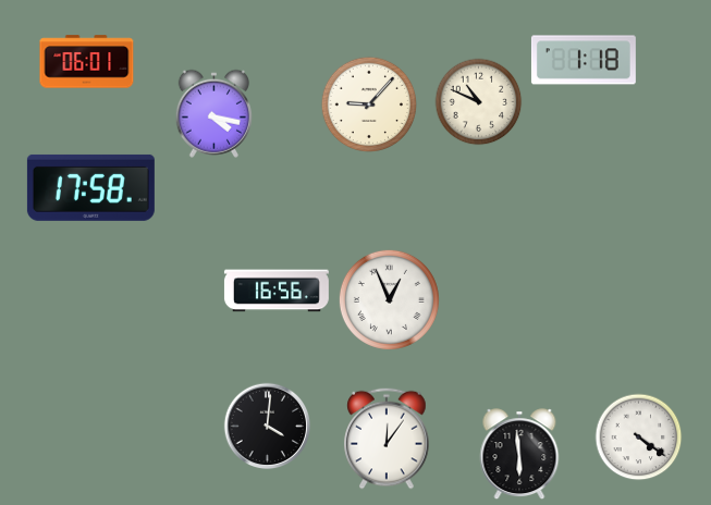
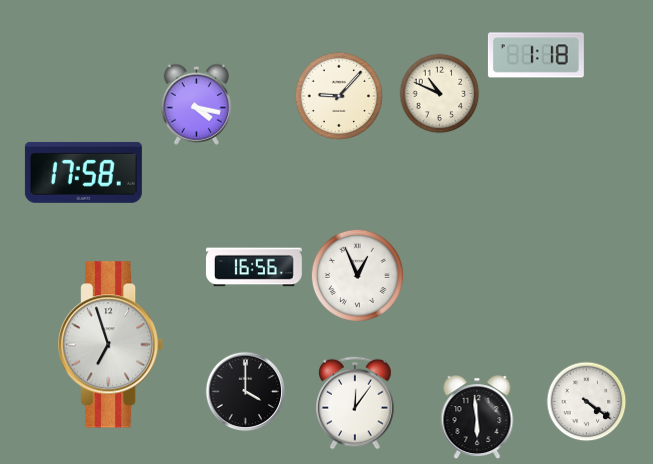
clock at (87, 62): 06:01 -> none
clock at (111, 345): none -> 6:57
clock at (268, 427): 4:01 -> 4:00
